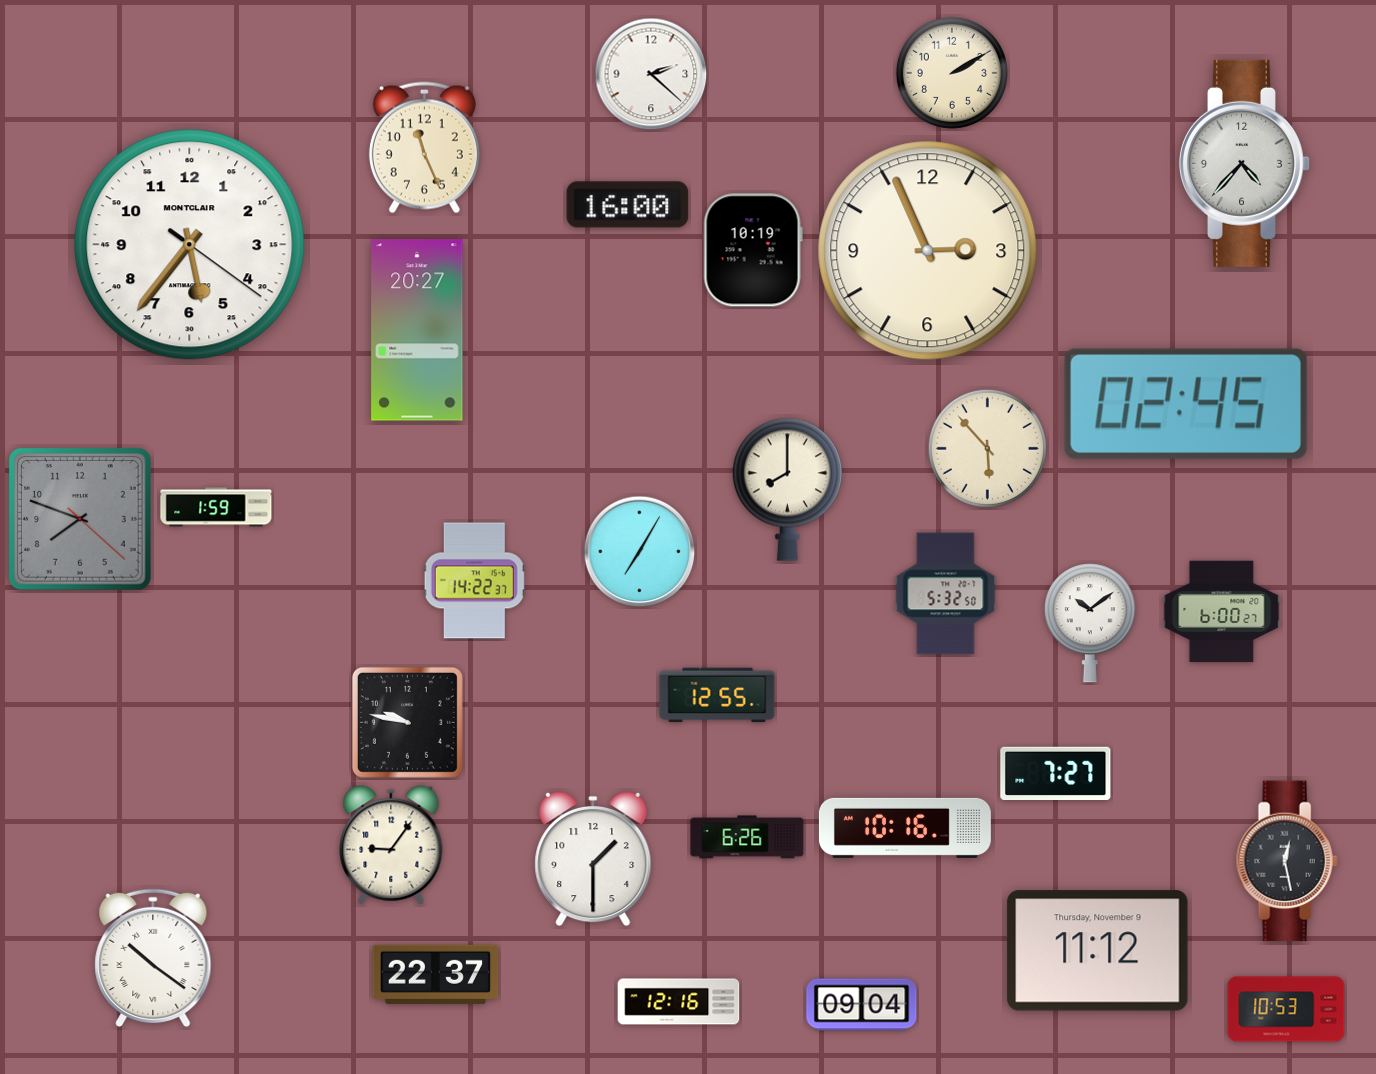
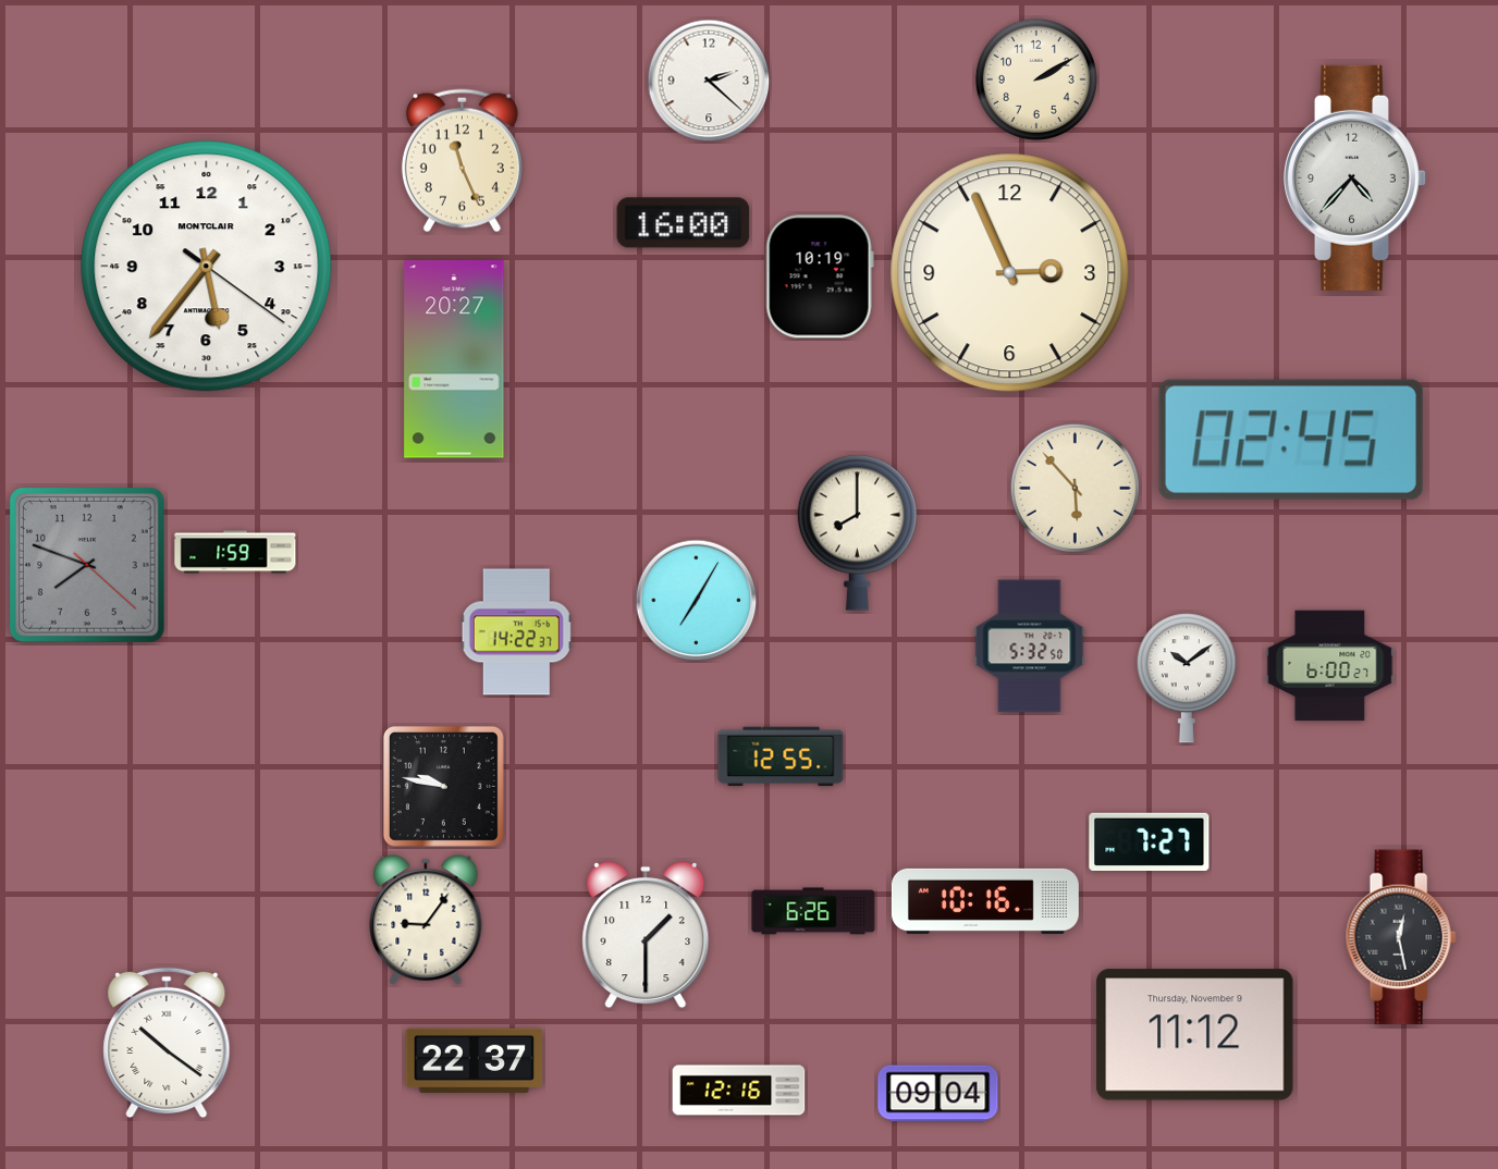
clock at (753, 250) position: (753, 250) -> (820, 276)
clock at (1286, 1009): 10:53 -> none
